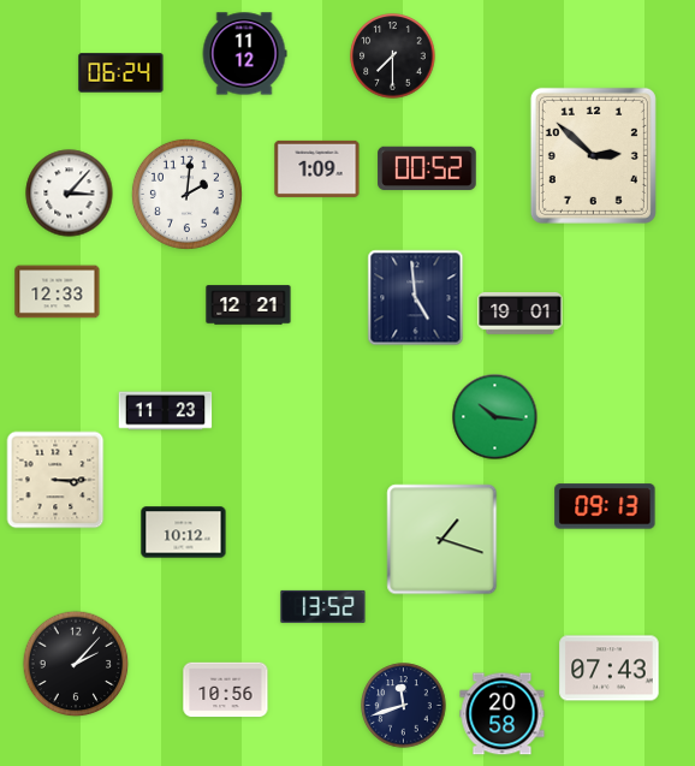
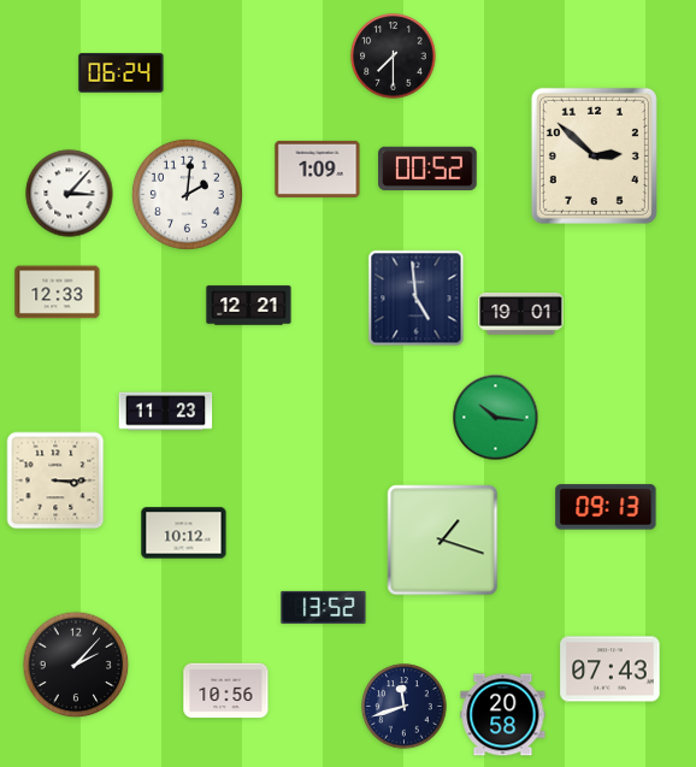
clock at (244, 54): 11:12 -> none
